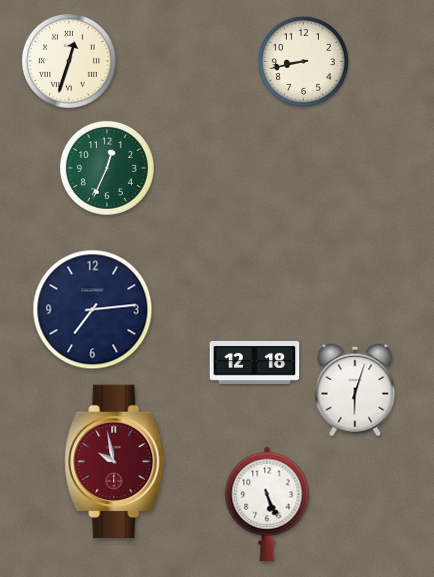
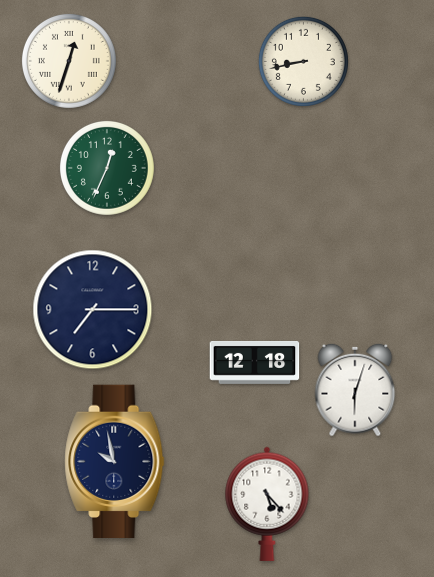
clock at (93, 310): 7:14 -> 7:15
clock at (115, 461) dial: burgundy -> navy
clock at (267, 504): 5:26 -> 5:23
